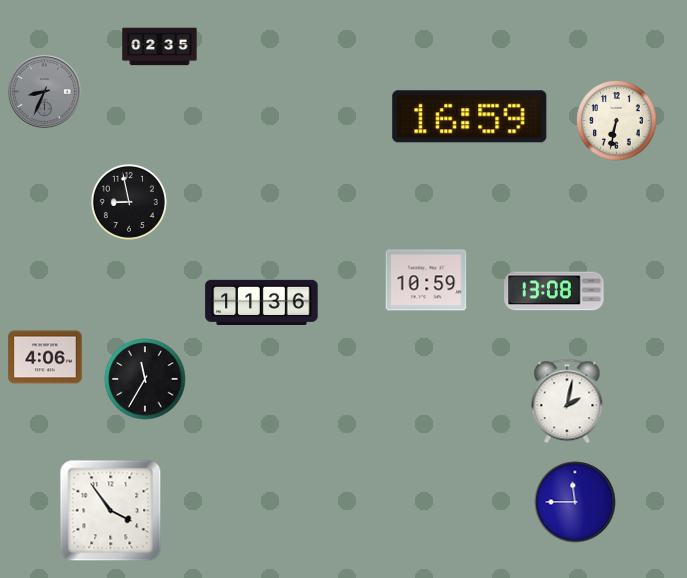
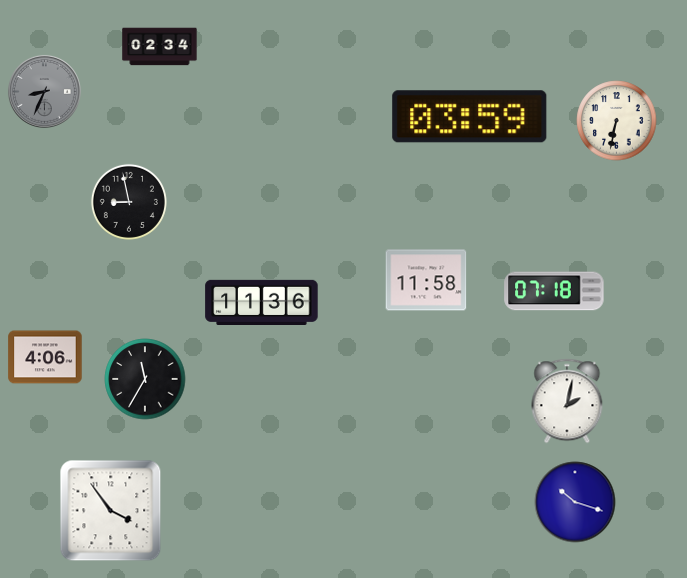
clock at (160, 47): 02:35 -> 02:34
clock at (470, 117): 16:59 -> 03:59
clock at (426, 280): 10:59 -> 11:58
clock at (554, 291): 13:08 -> 07:18
clock at (575, 502): 11:45 -> 10:18
